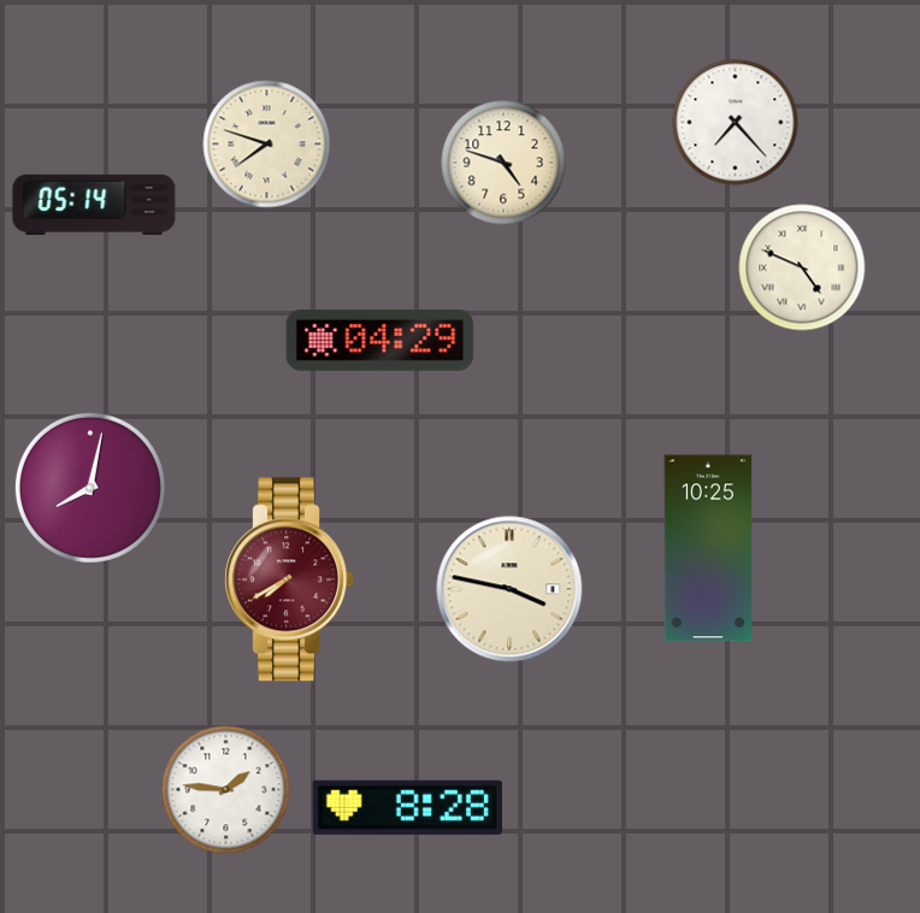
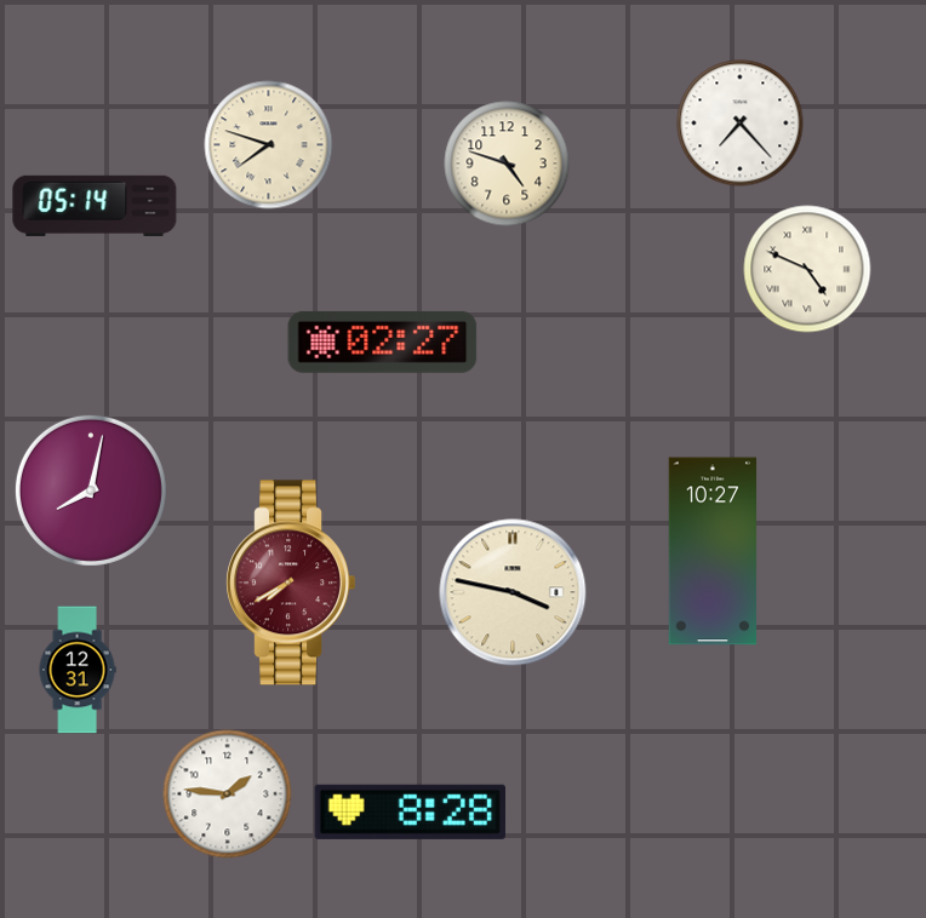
clock at (381, 340): 04:29 -> 02:27
clock at (708, 548): 10:25 -> 10:27
clock at (78, 670): none -> 12:31
